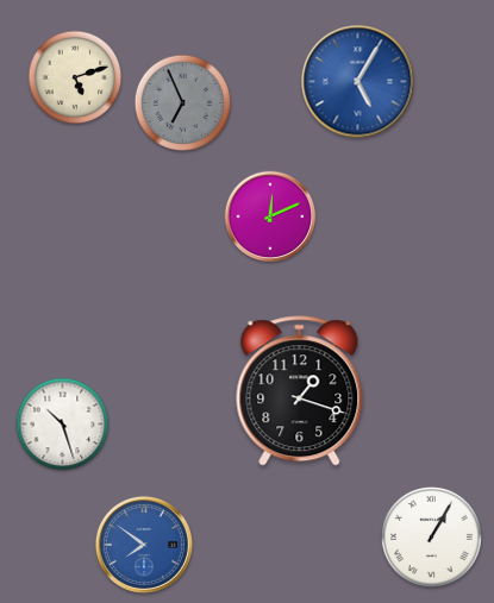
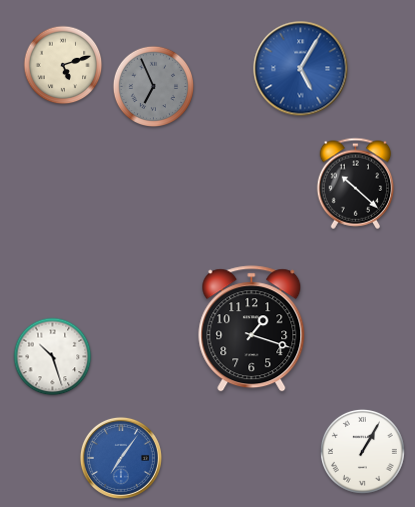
clock at (270, 216): 12:11 -> none
clock at (356, 183): none -> 10:22
clock at (144, 545): 7:51 -> 7:06
